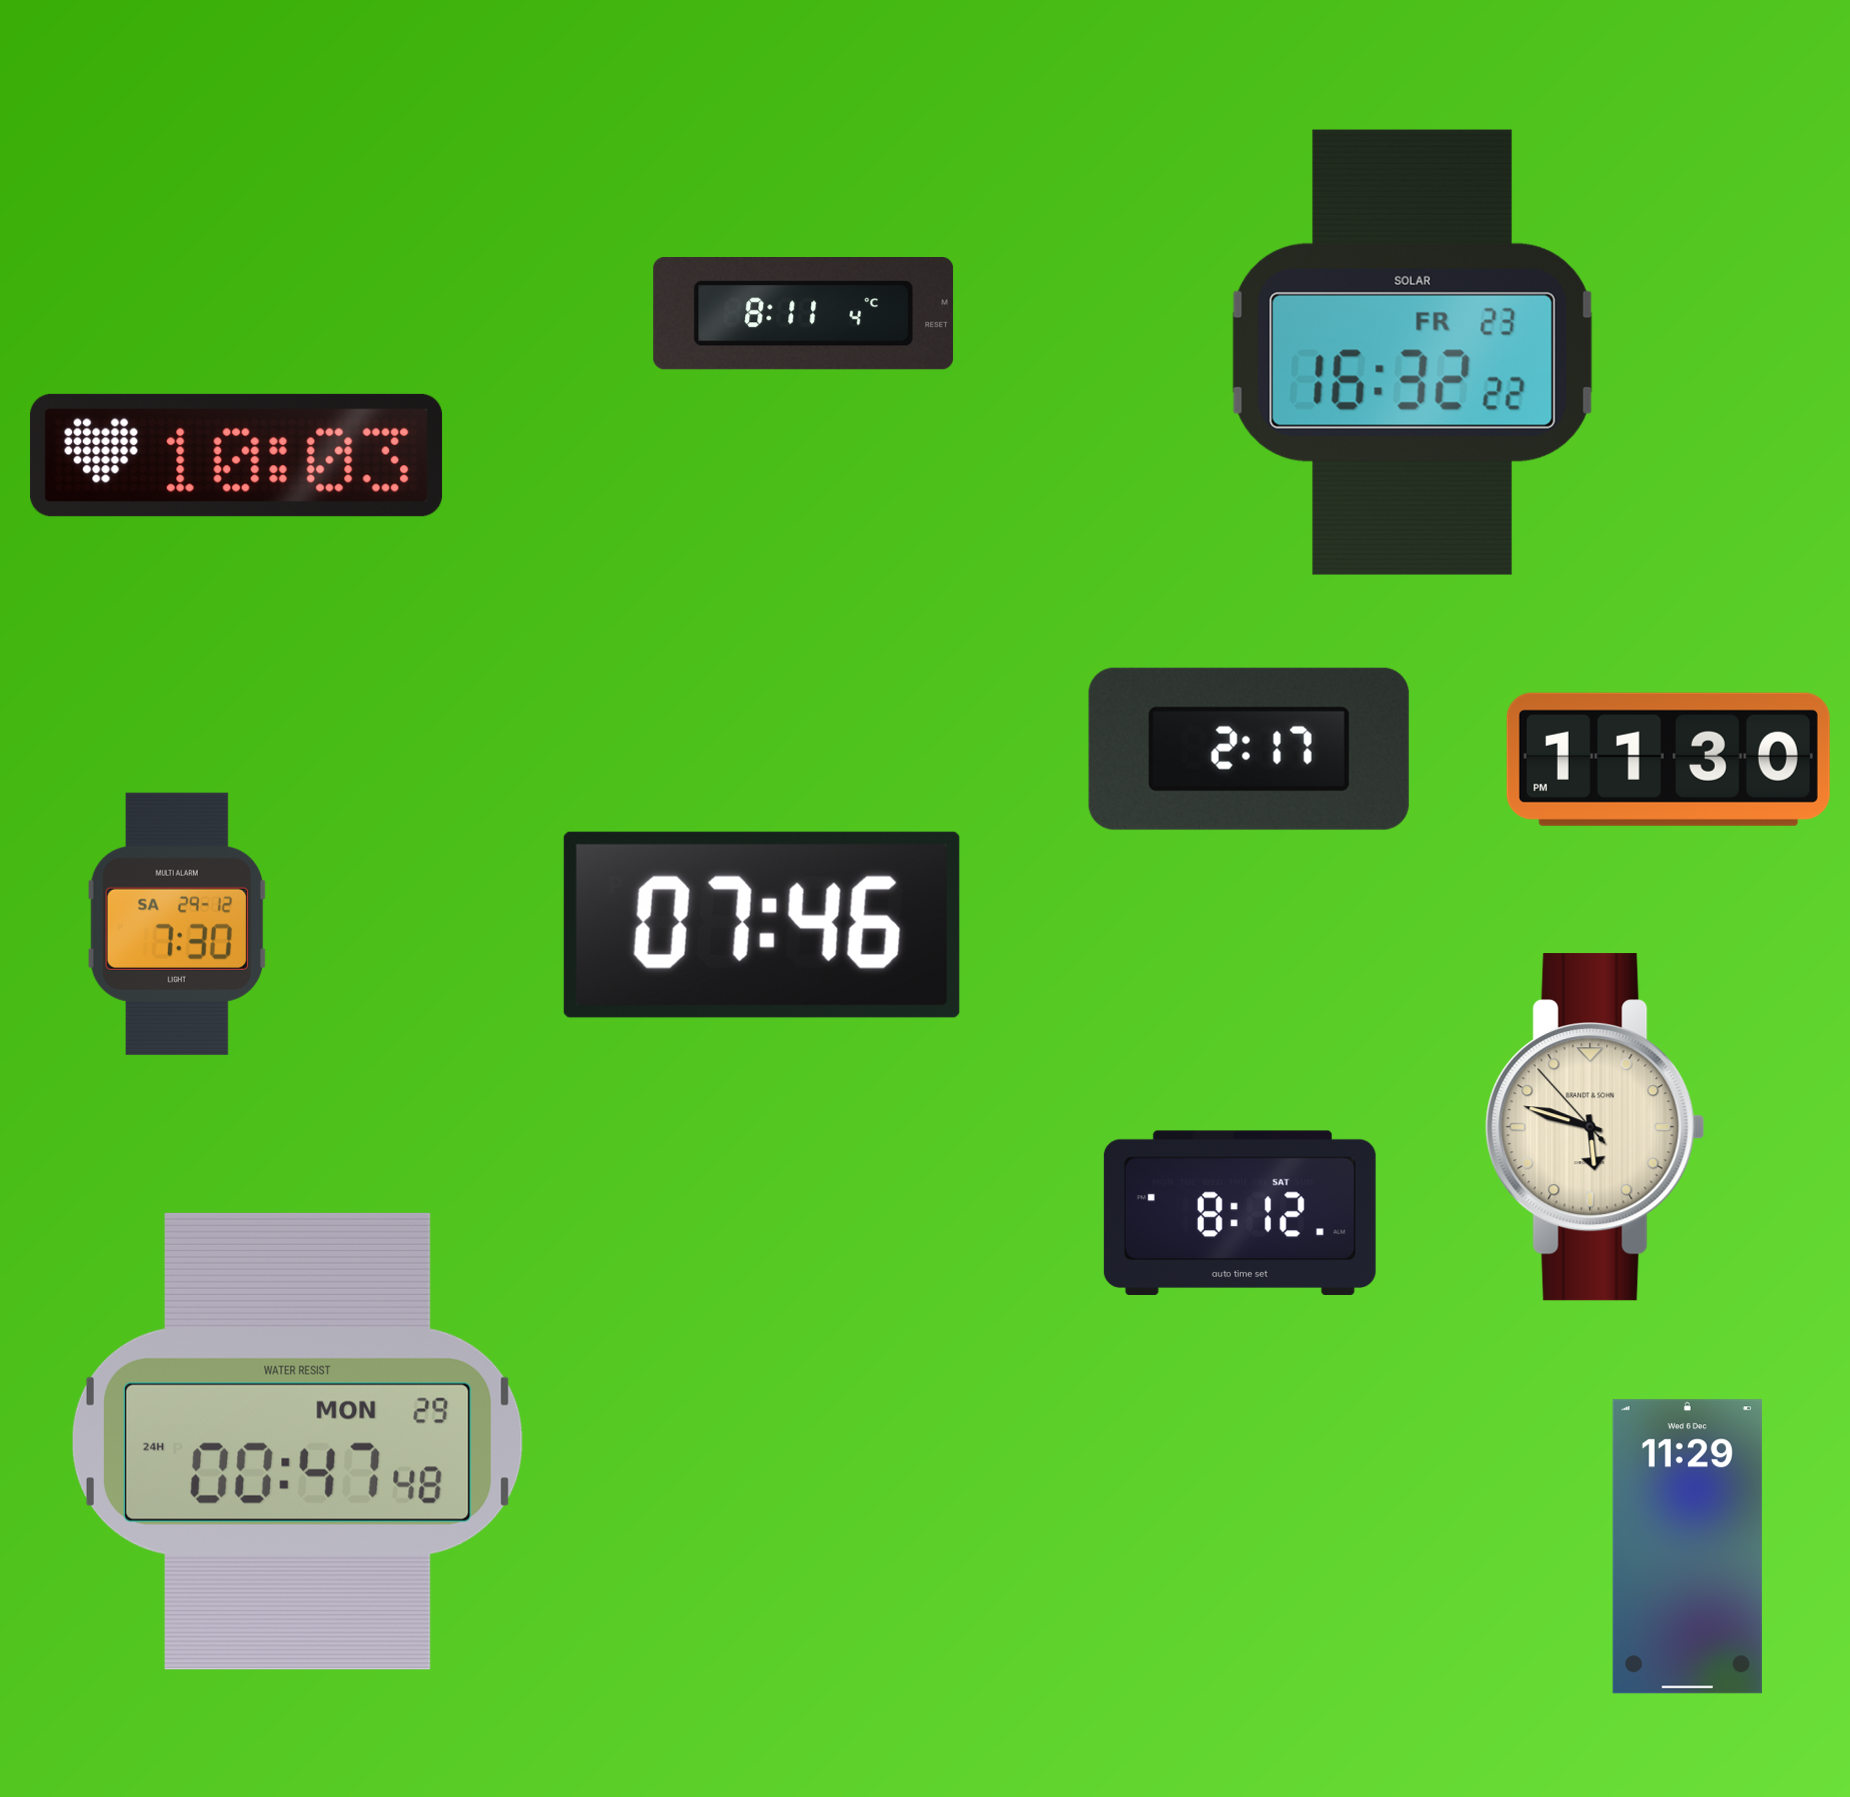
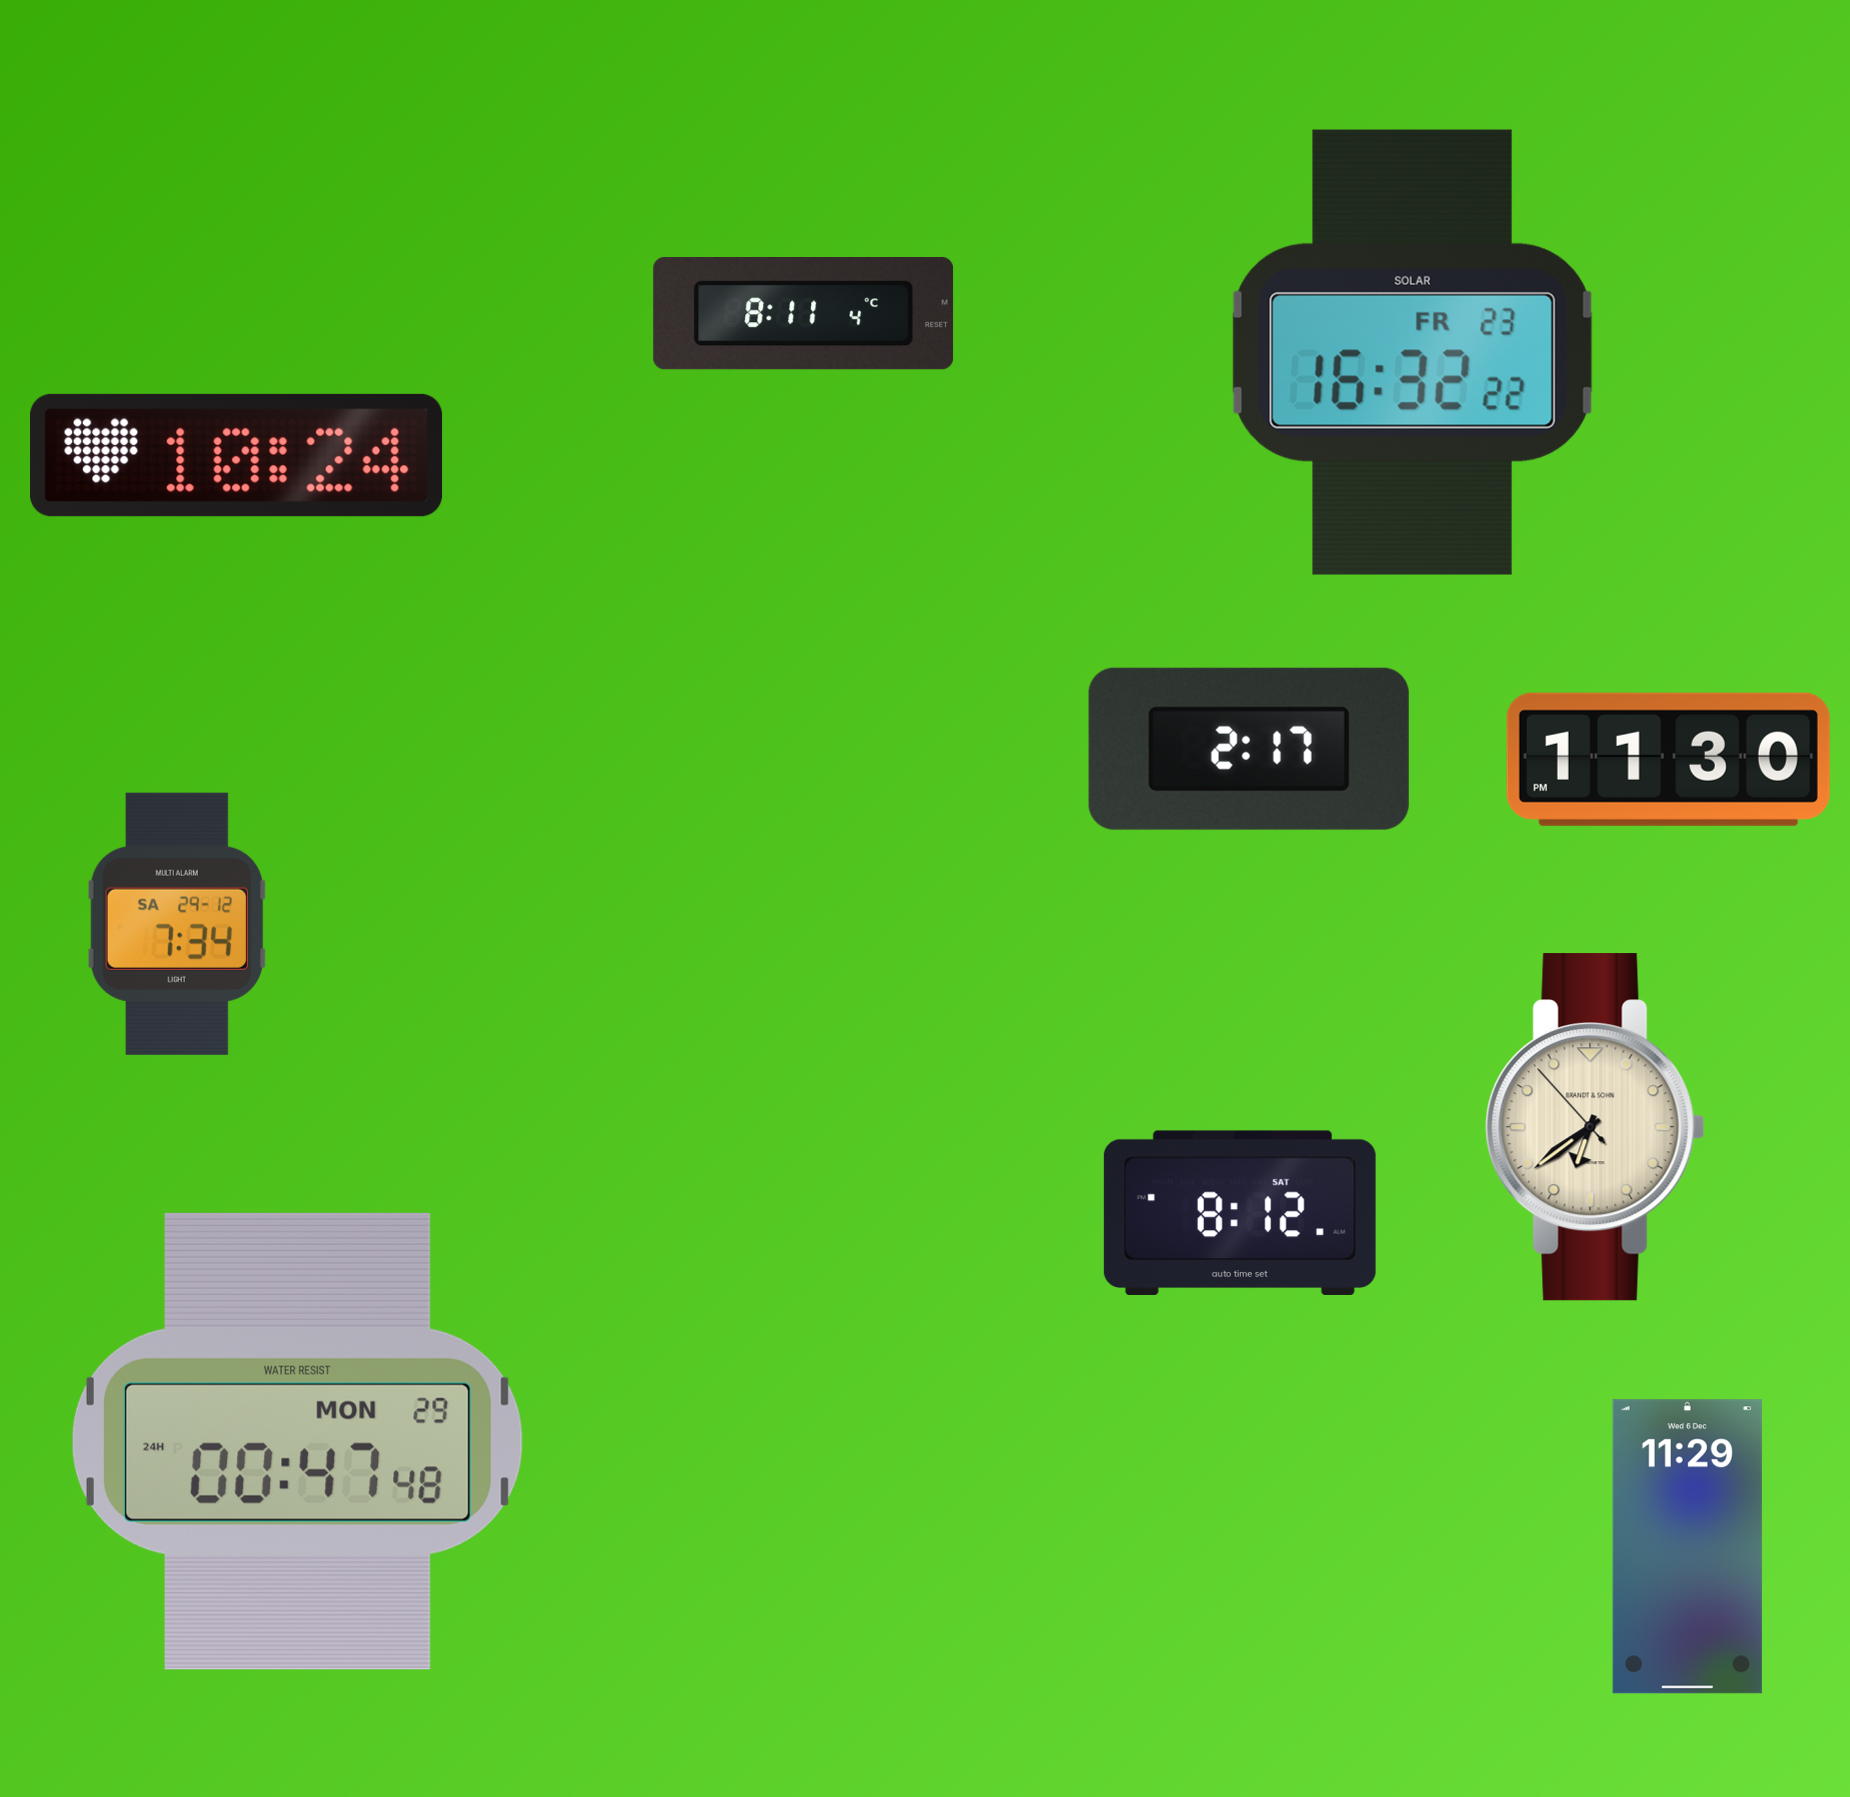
clock at (237, 455): 10:03 -> 10:24
clock at (177, 924): 7:30 -> 7:34
clock at (762, 925): 07:46 -> none
clock at (1595, 1127): 5:47 -> 6:38
